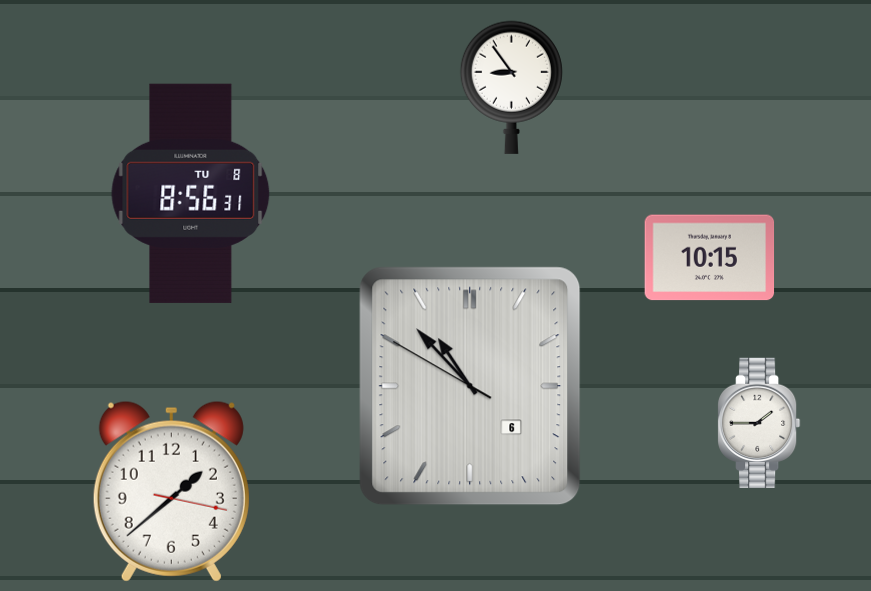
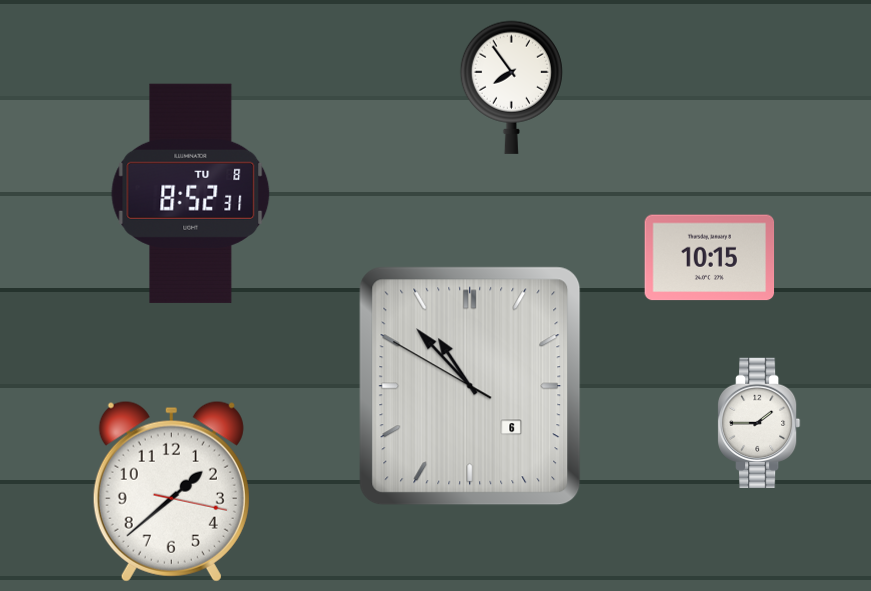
clock at (511, 87): 8:54 -> 7:54
clock at (191, 193): 8:56 -> 8:52
